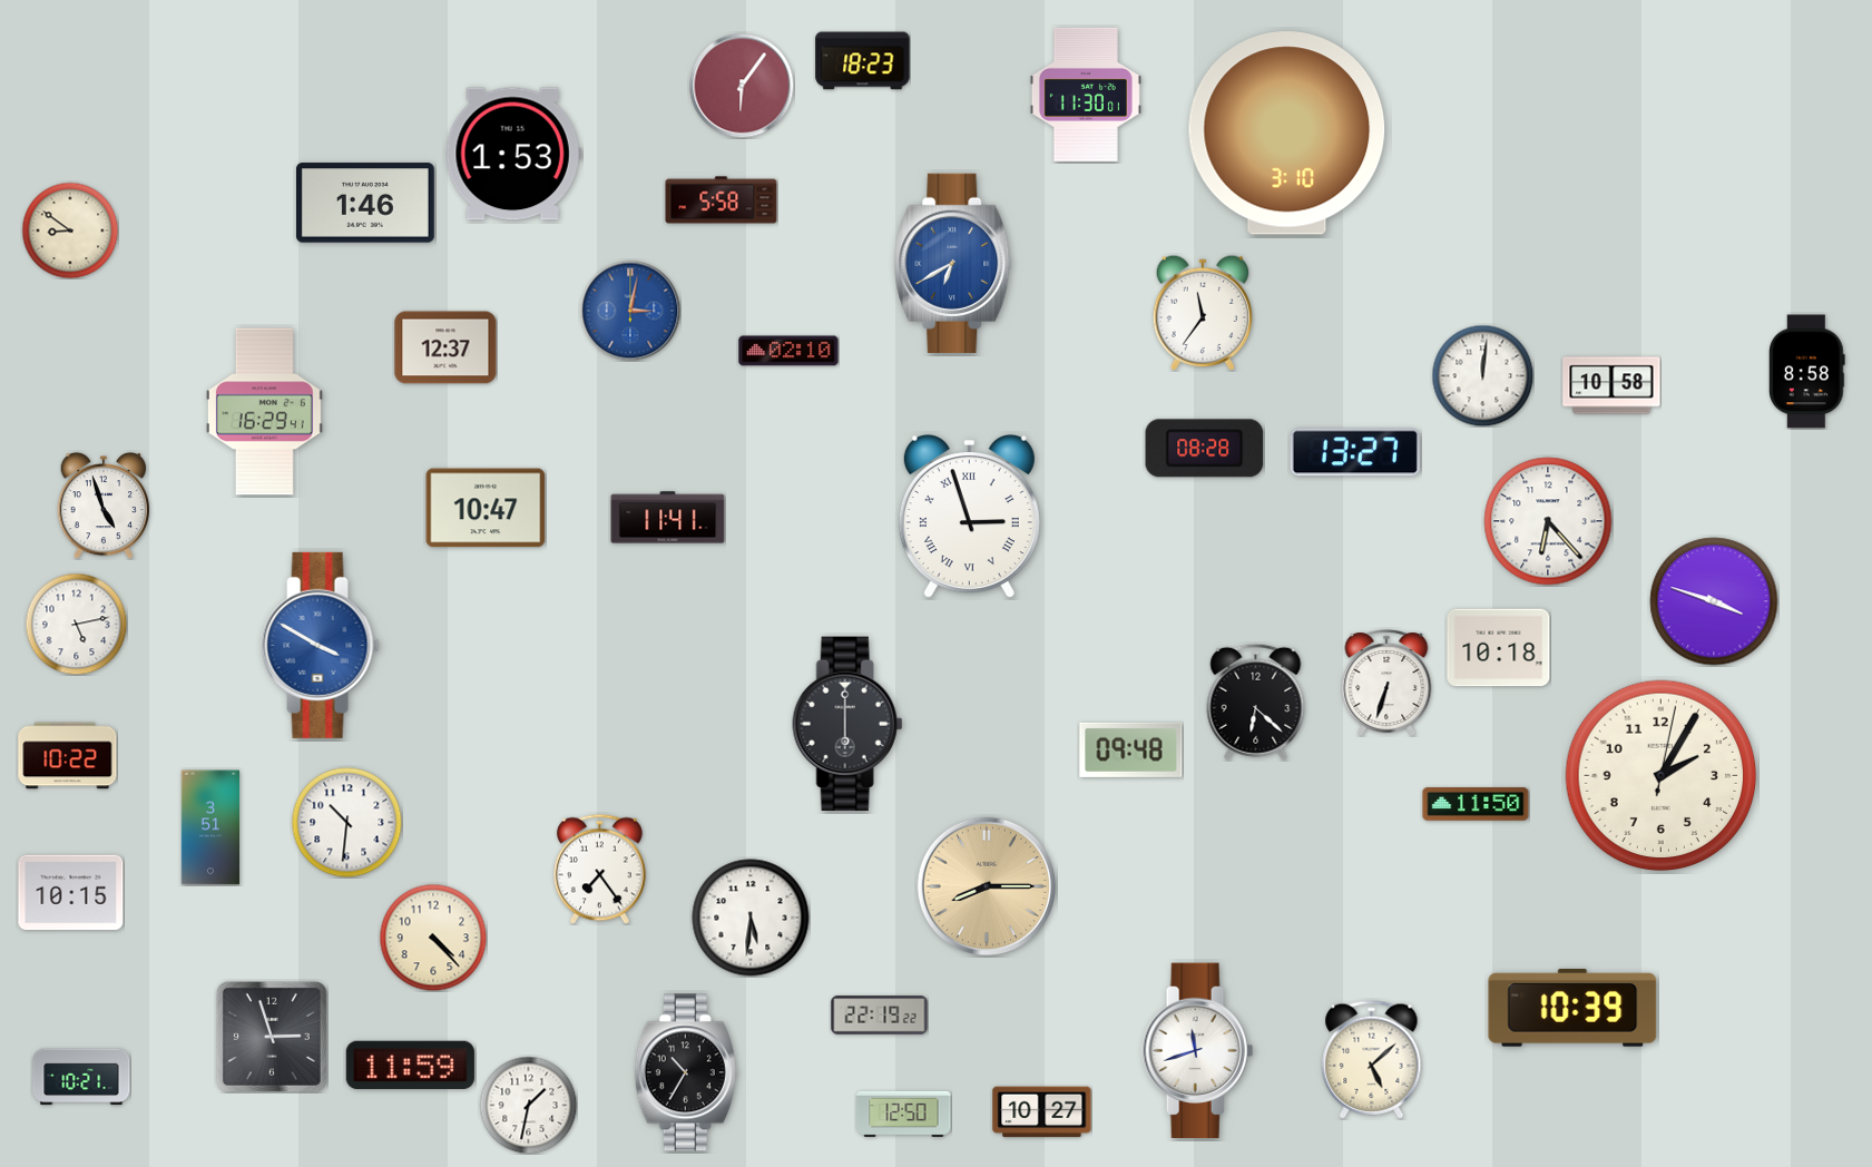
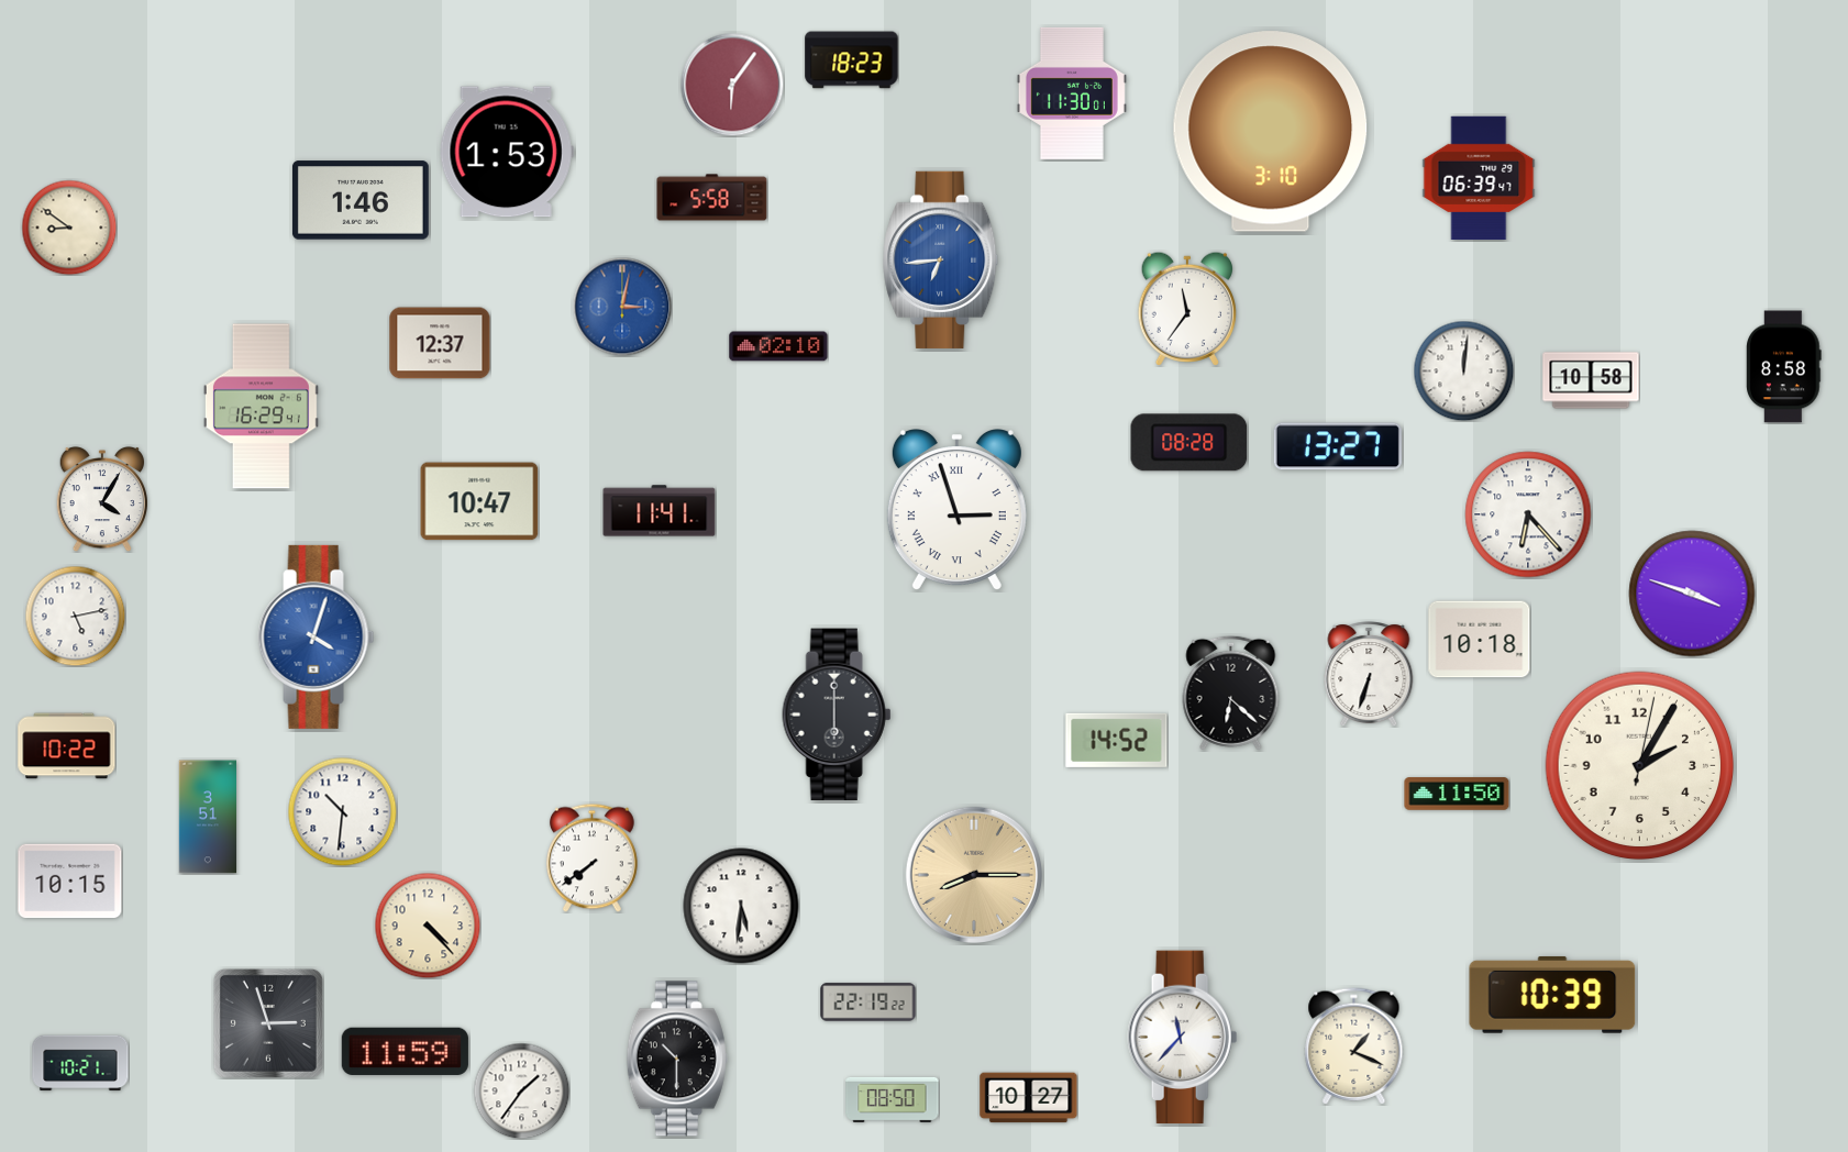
clock at (1479, 178): none -> 06:39
clock at (953, 263): 6:40 -> 6:44
clock at (102, 506): 4:57 -> 4:05
clock at (321, 645): 3:50 -> 4:03
clock at (1256, 702) position: (1256, 702) -> (1231, 693)
clock at (1131, 749): 09:48 -> 14:52
clock at (600, 869): 7:24 -> 7:39
clock at (1198, 1051): 11:42 -> 11:37
clock at (1372, 1060): 5:08 -> 1:19
clock at (686, 1072): 10:35 -> 10:30
clock at (528, 1105): 1:32 -> 1:36
clock at (904, 1114): 12:50 -> 08:50
